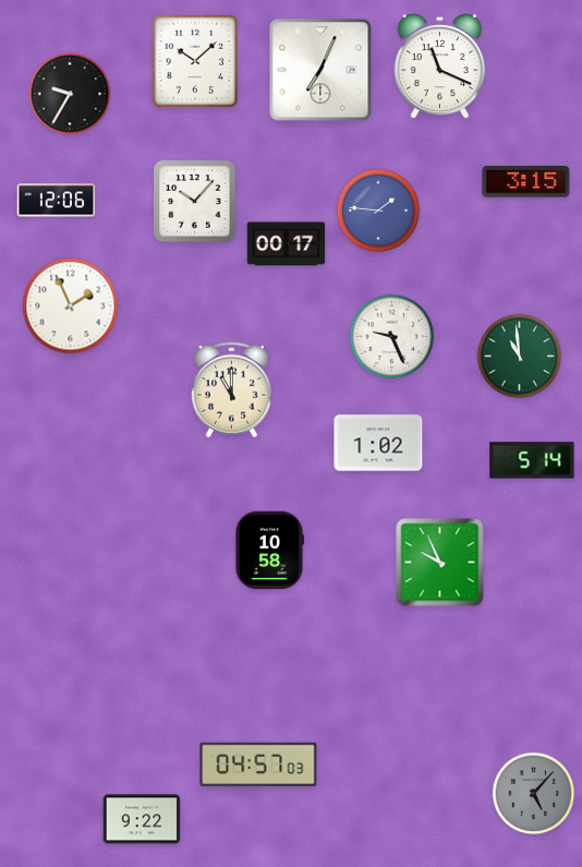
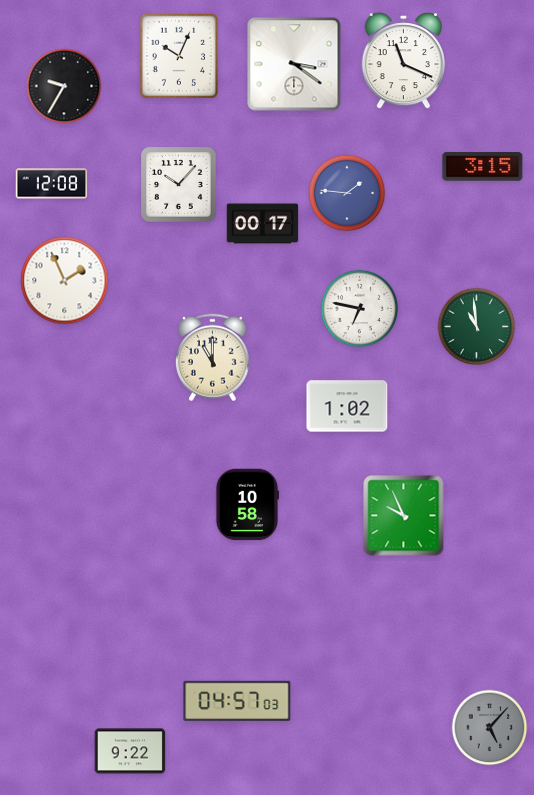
clock at (195, 61): 10:08 -> 10:04
clock at (320, 70): 7:04 -> 3:21
clock at (57, 201): 12:06 -> 12:08
clock at (392, 337): 9:26 -> 6:47
clock at (532, 460): 5:14 -> none
